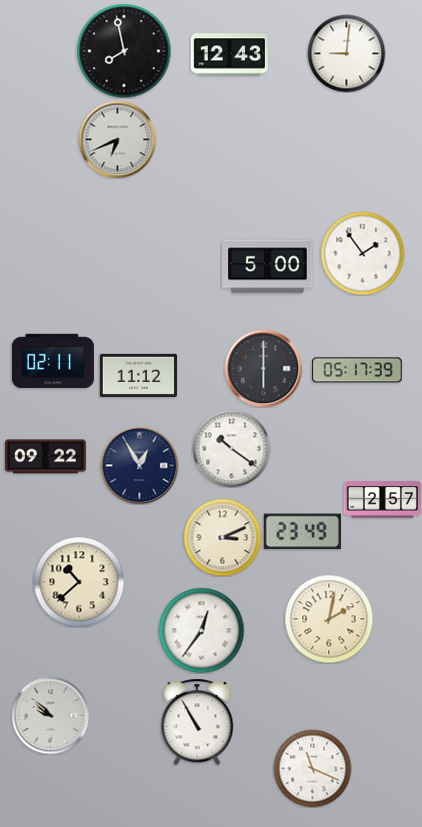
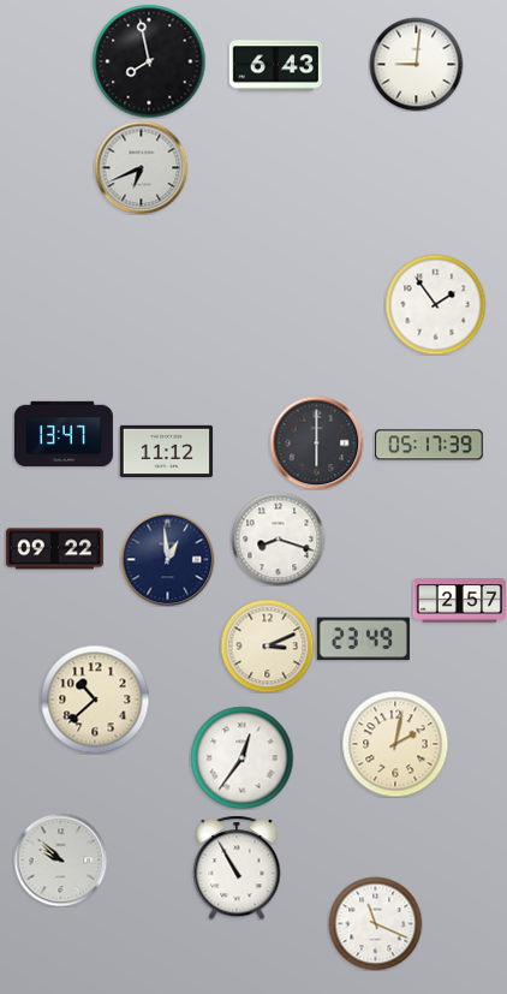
clock at (229, 55): 12:43 -> 6:43
clock at (268, 267): 5:00 -> none
clock at (53, 361): 02:11 -> 13:47
clock at (231, 448): 10:21 -> 8:18
clock at (139, 465): 12:55 -> 12:59
